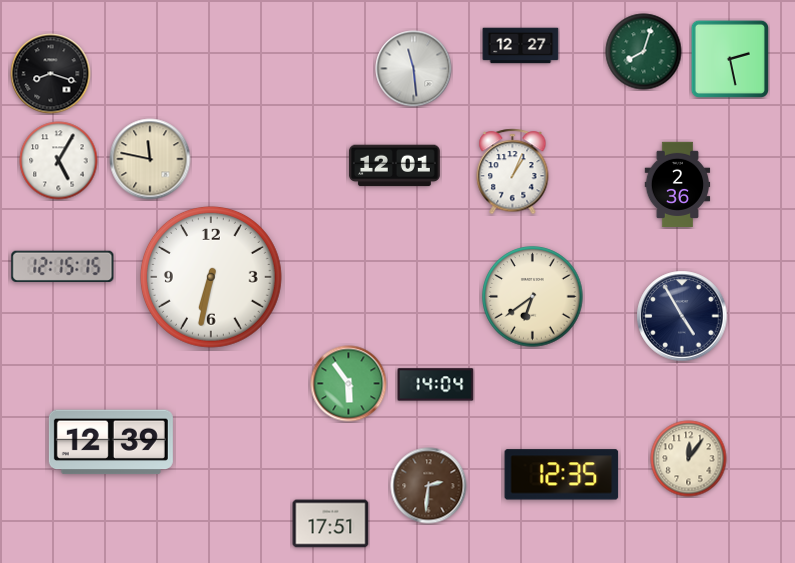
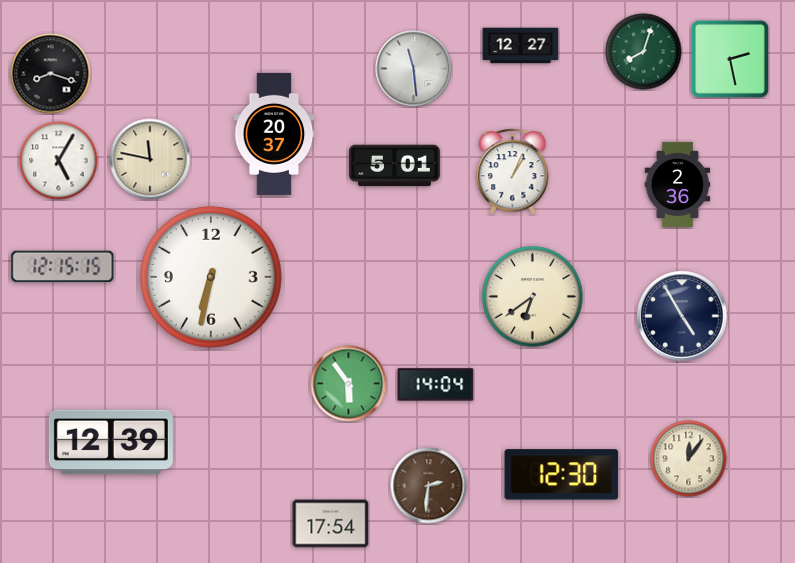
clock at (274, 134): none -> 20:37
clock at (395, 166): 12:01 -> 5:01
clock at (562, 475): 12:35 -> 12:30
clock at (331, 524): 17:51 -> 17:54
